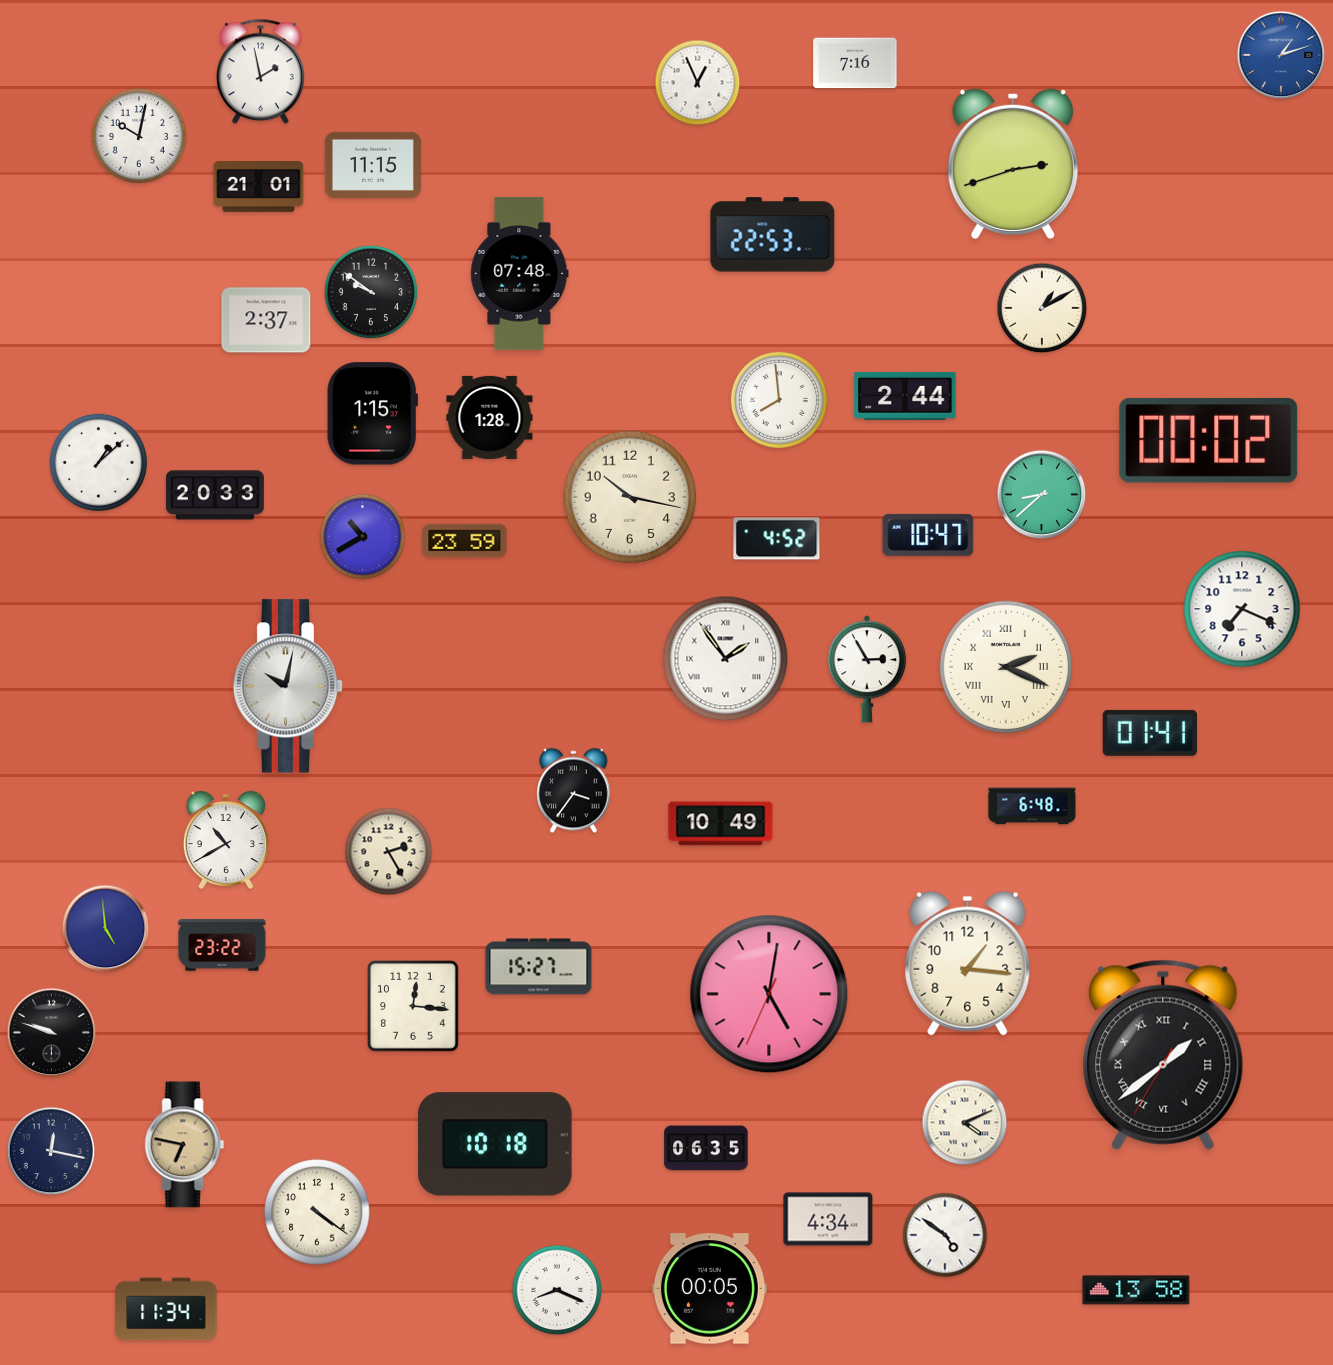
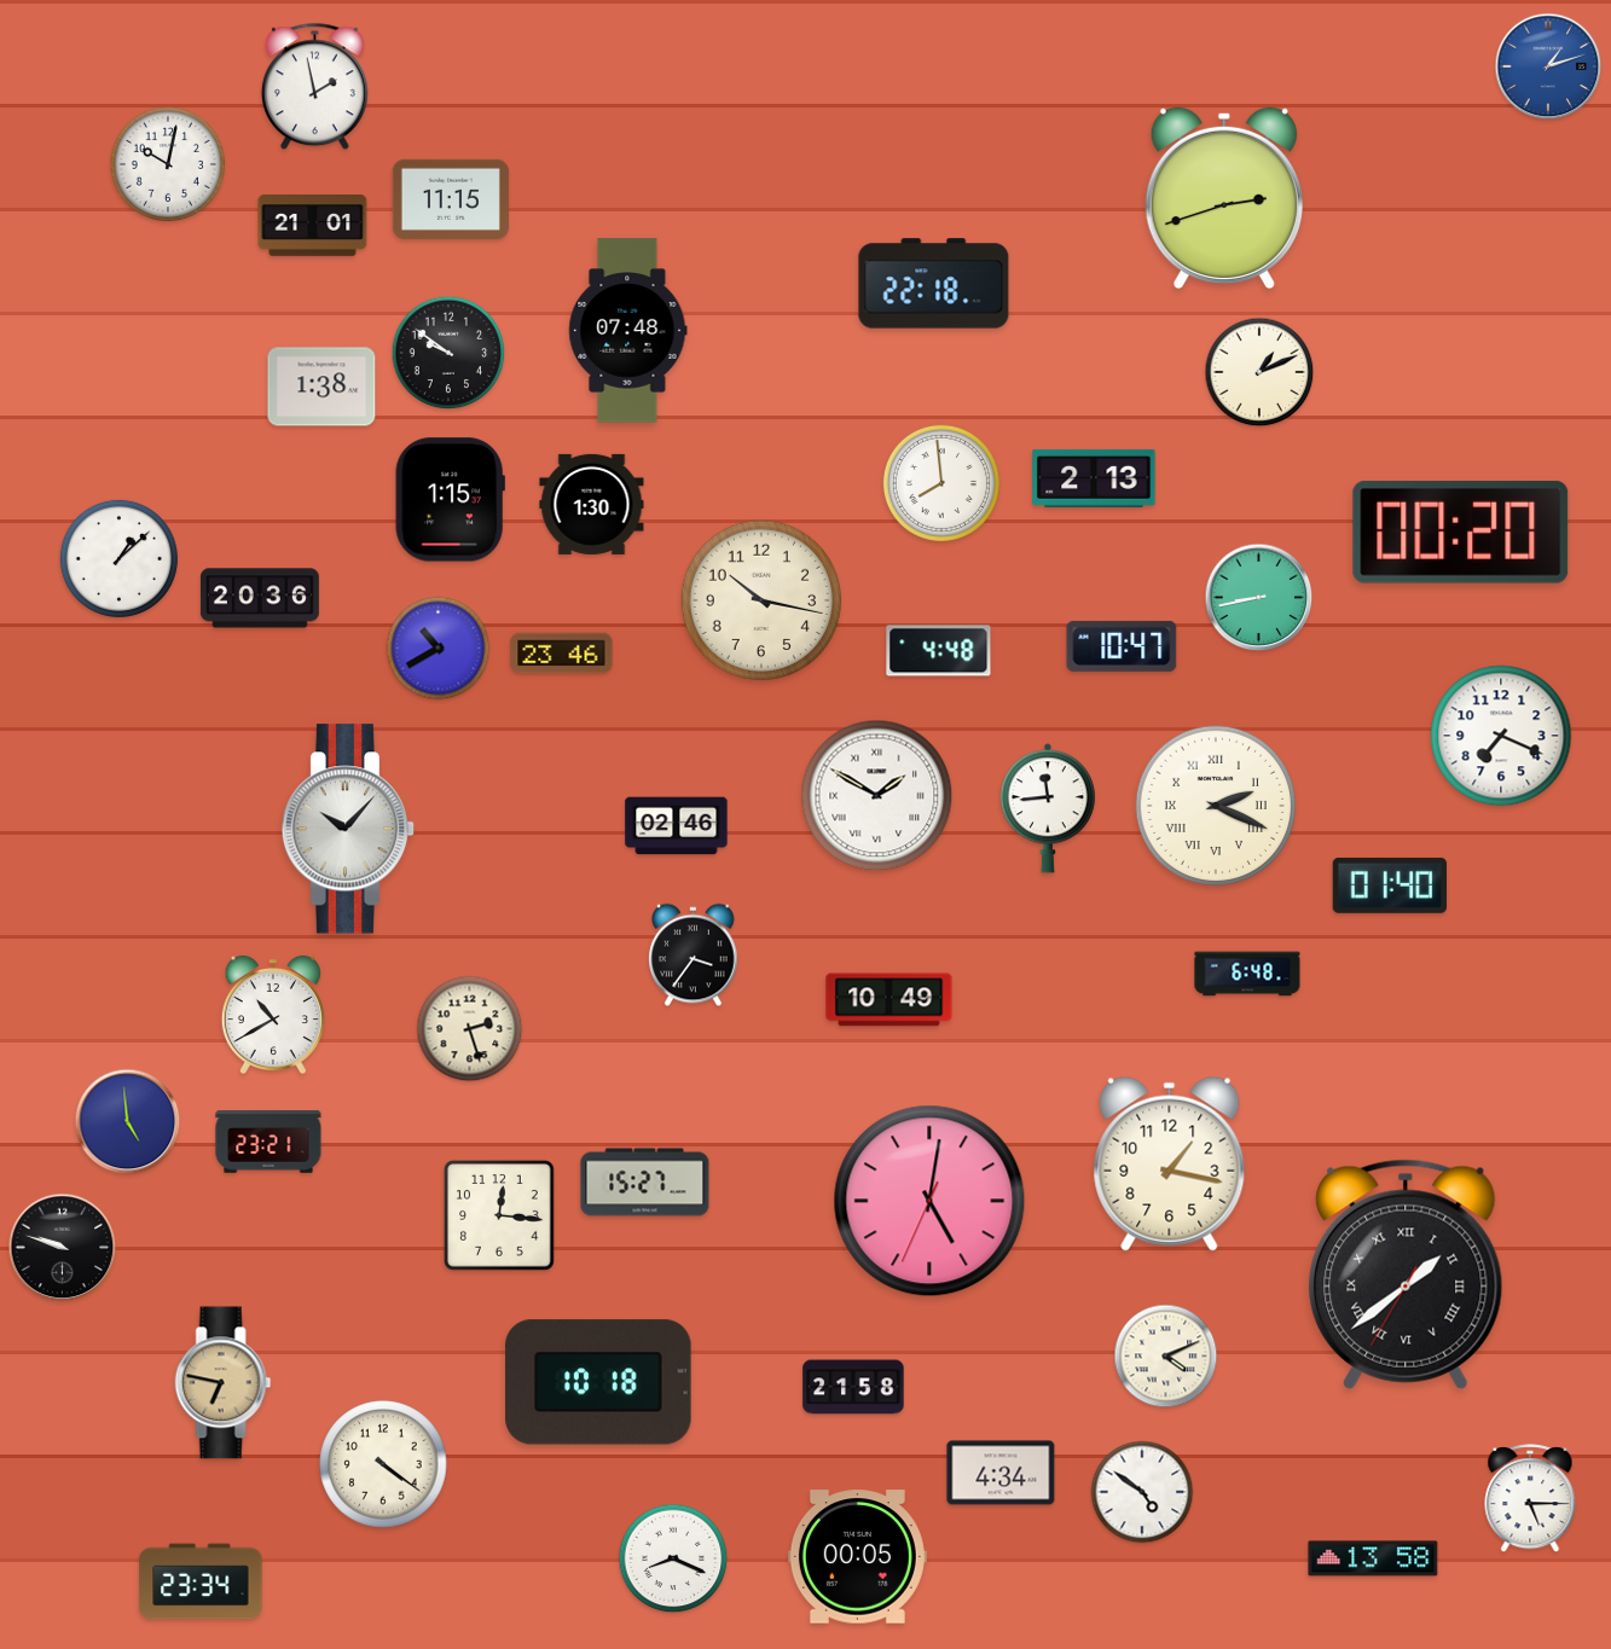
clock at (855, 63): 7:16 -> none
clock at (698, 83): 12:56 -> none
clock at (773, 235): 22:53 -> 22:18
clock at (1042, 308): 1:10 -> 1:11
clock at (266, 320): 2:37 -> 1:38
clock at (905, 396): 2:44 -> 2:13
clock at (490, 417): 1:28 -> 1:30
clock at (1209, 440): 00:02 -> 00:20
clock at (215, 495): 20:33 -> 20:36
clock at (1042, 495): 8:38 -> 8:43
clock at (777, 539): 4:52 -> 4:48
clock at (465, 541): 23:59 -> 23:46
clock at (726, 659): 1:54 -> 1:50
clock at (867, 669): 2:55 -> 11:44
clock at (677, 826): none -> 02:46
clock at (288, 686): 10:02 -> 10:07
clock at (1149, 733): 01:41 -> 01:40
clock at (721, 824) position: (721, 824) -> (889, 1000)
clock at (389, 852): 2:25 -> 2:27
clock at (222, 945): 23:22 -> 23:21
clock at (968, 963): 1:16 -> 1:17
clock at (539, 967) position: (539, 967) -> (645, 1183)
clock at (706, 1148): 06:35 -> 21:58
clock at (51, 1151): 12:17 -> none
clock at (1530, 1499): none -> 5:15
clock at (166, 1309): 11:34 -> 23:34
